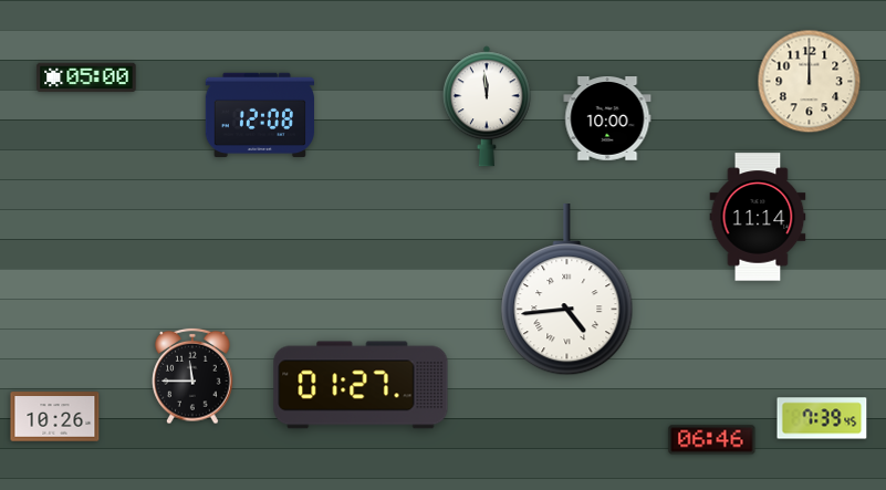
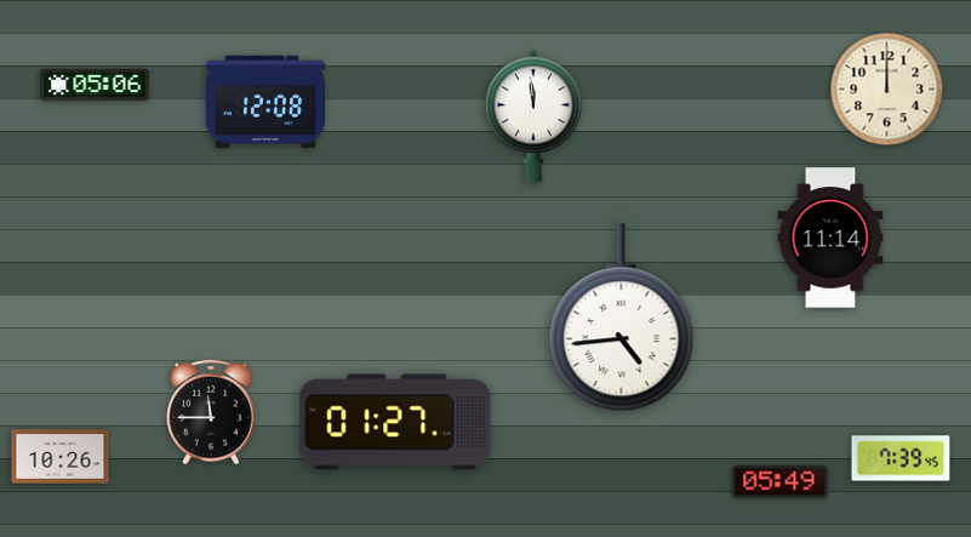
clock at (86, 77): 05:00 -> 05:06
clock at (259, 114) position: (259, 114) -> (264, 101)
clock at (607, 119): 10:00 -> none
clock at (712, 440): 06:46 -> 05:49
